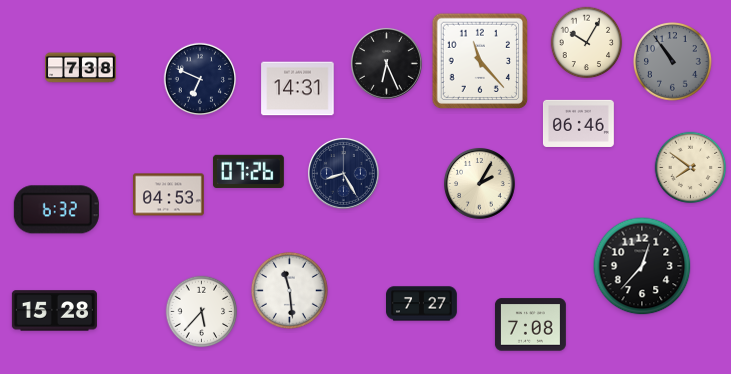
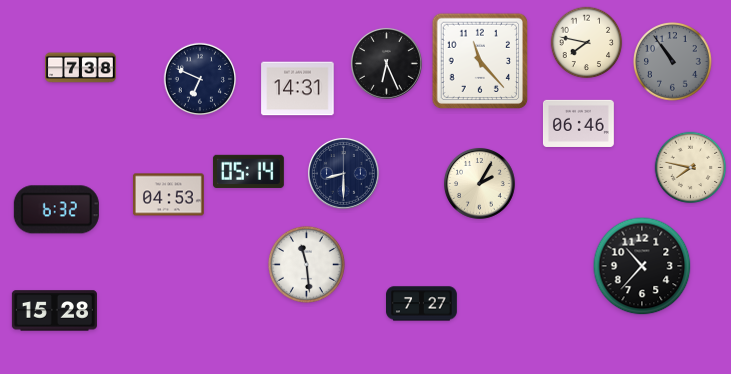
clock at (587, 43): 10:05 -> 7:47
clock at (691, 168): 7:51 -> 7:47
clock at (248, 171): 07:26 -> 05:14
clock at (344, 174): 8:25 -> 8:30
clock at (642, 266): 12:37 -> 10:37
clock at (289, 290) position: (289, 290) -> (306, 264)
clock at (202, 312): 5:37 -> none
clock at (530, 325): 7:08 -> none
